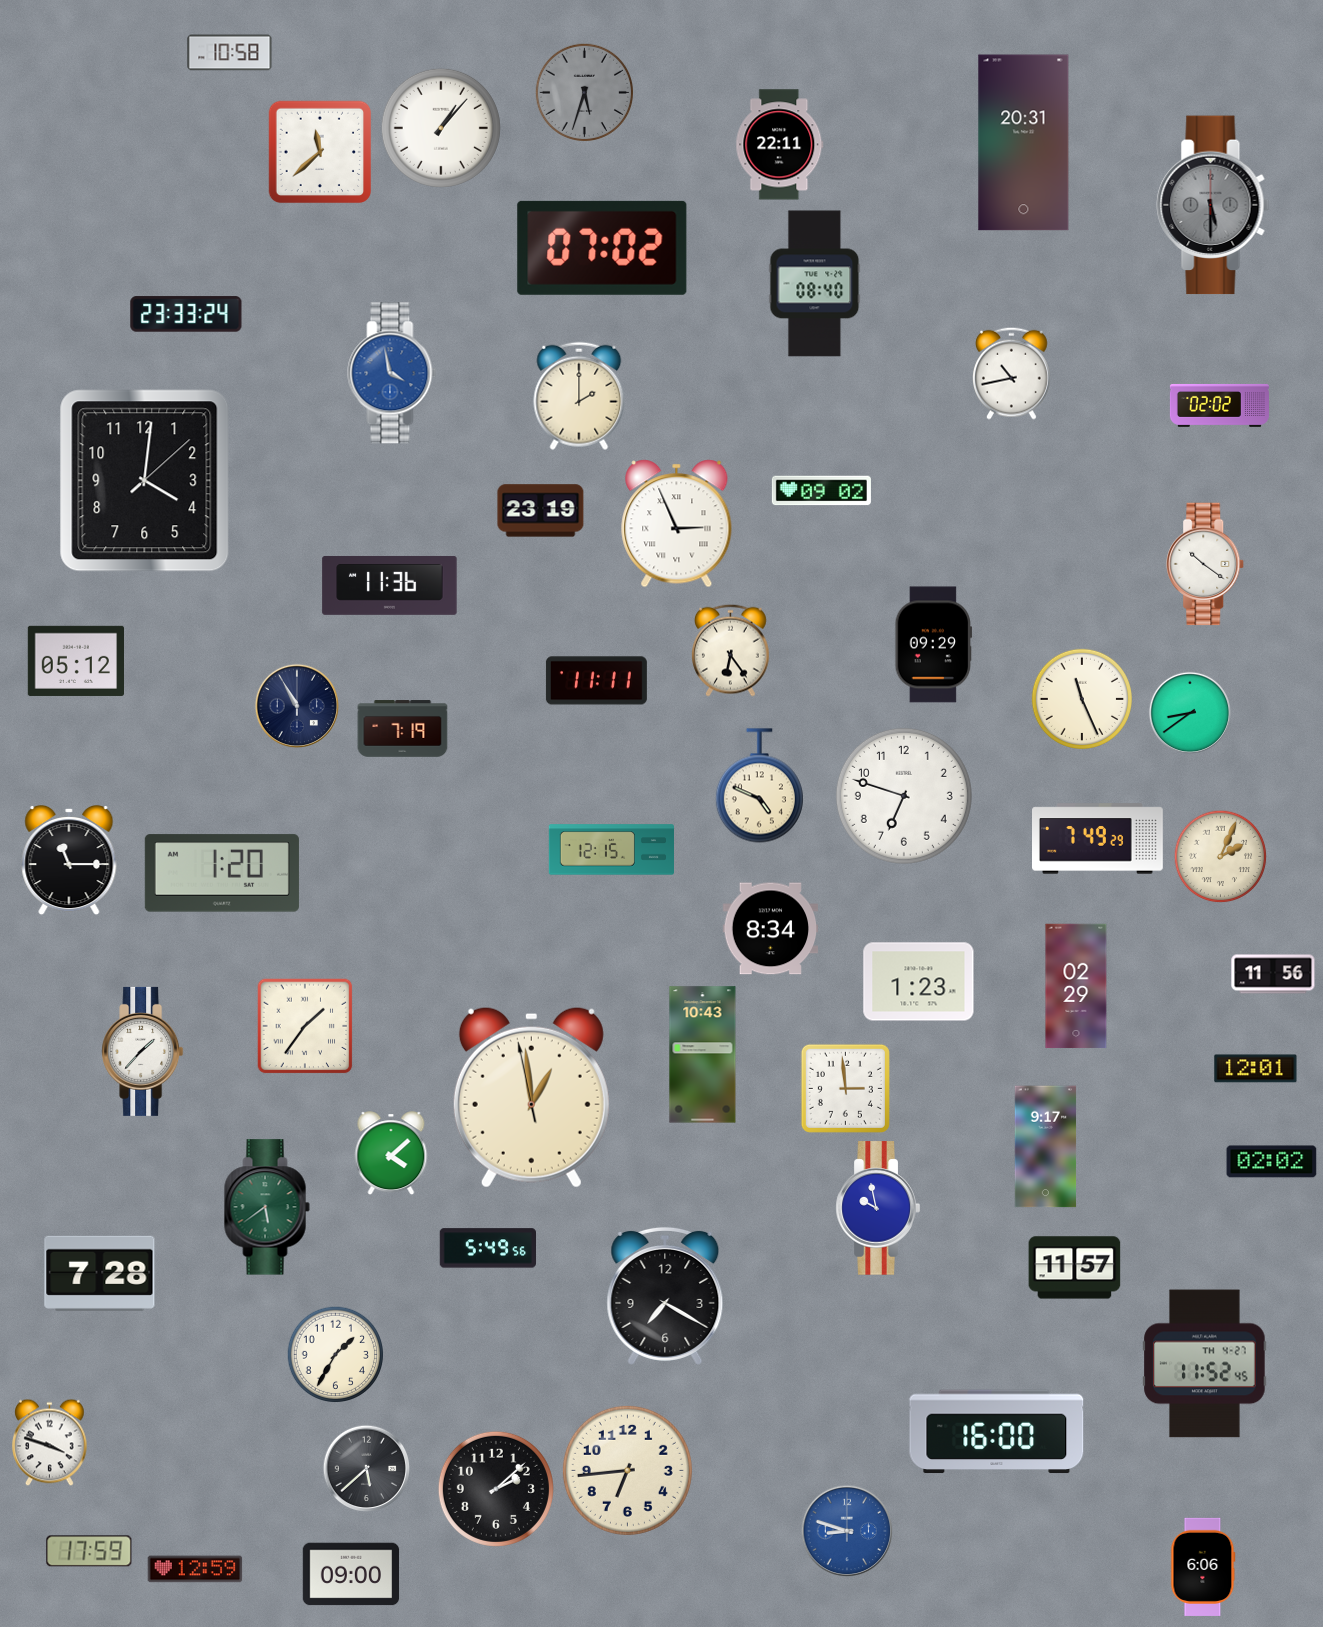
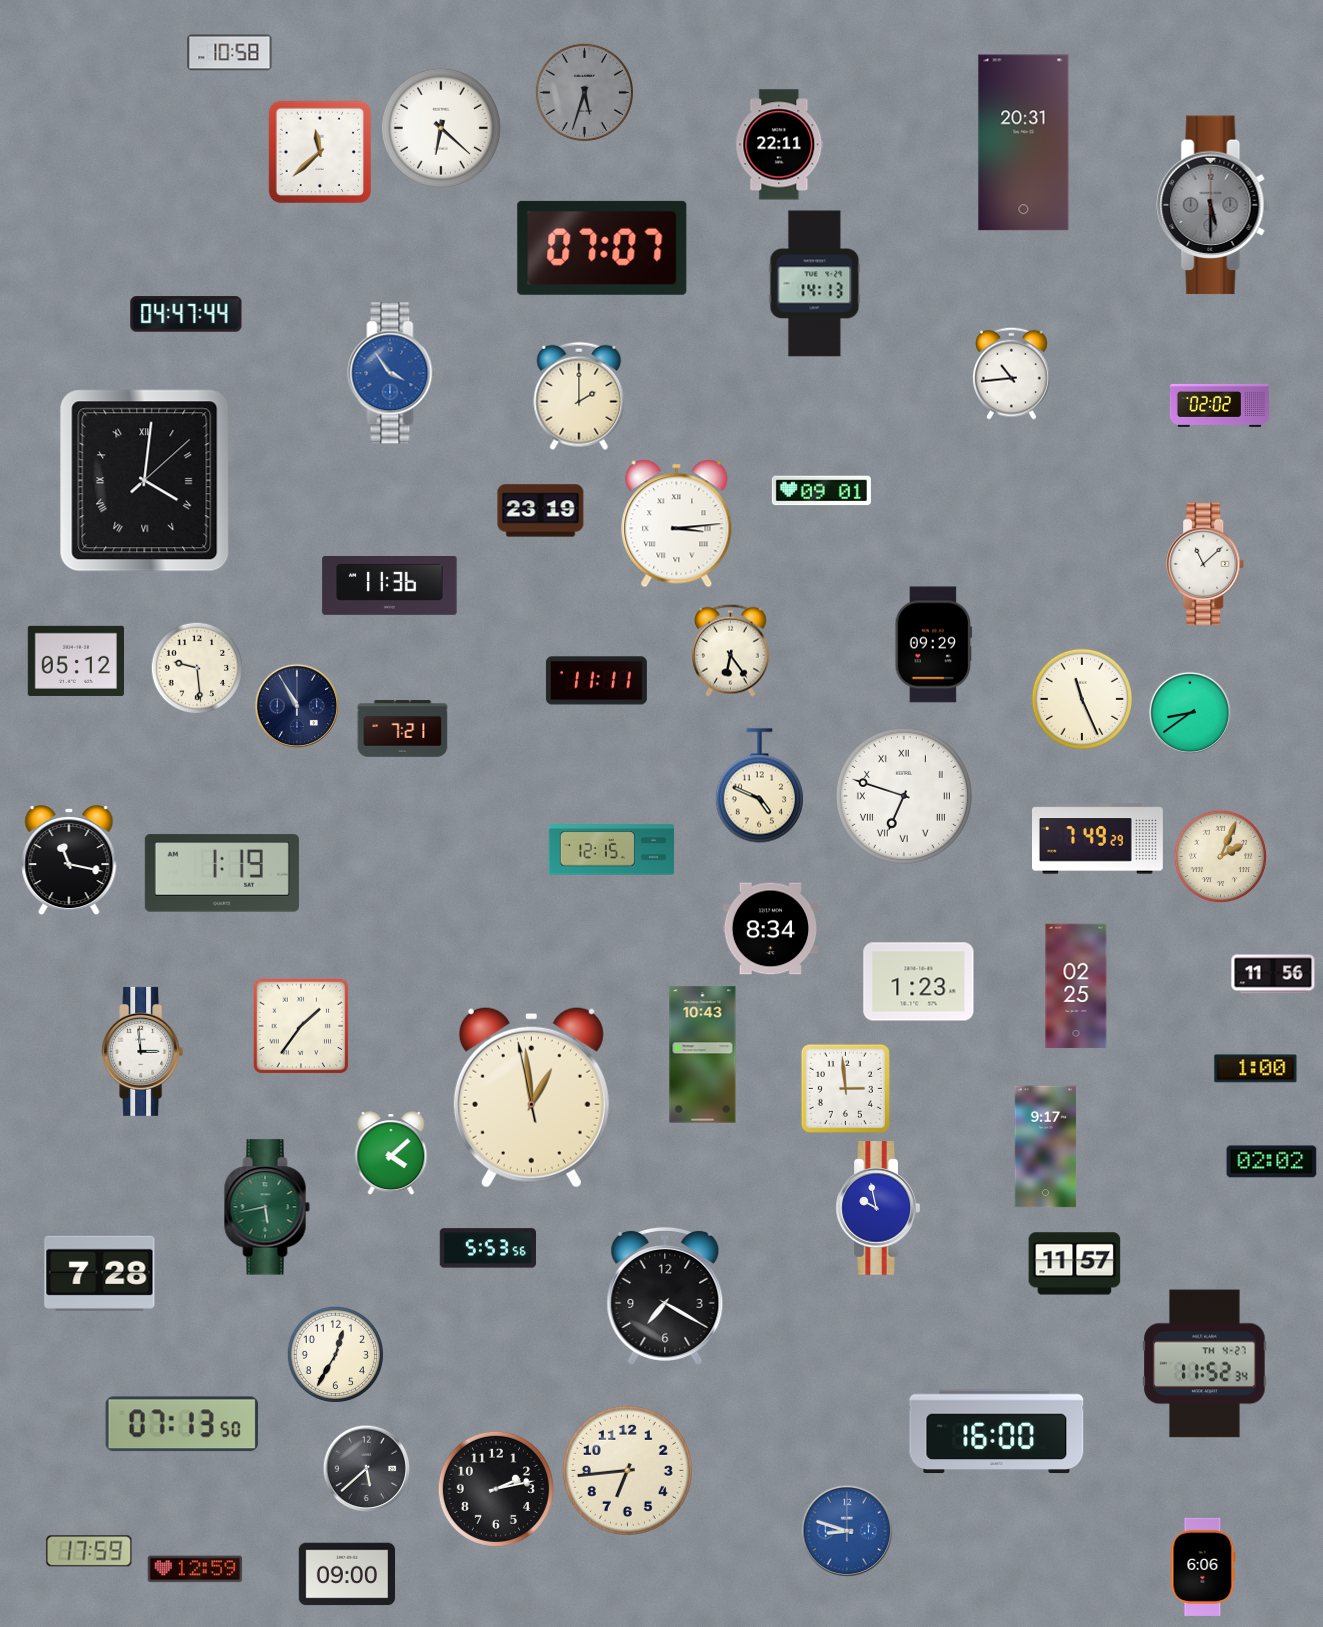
clock at (441, 128): 1:07 -> 6:22
clock at (602, 248): 07:02 -> 07:07
clock at (815, 284): 08:40 -> 14:13
clock at (186, 314): 23:33 -> 04:47
clock at (392, 373): 3:58 -> 3:54
clock at (1012, 373): 10:43 -> 10:44
clock at (145, 481) numerals: Arabic -> Roman
clock at (821, 491): 09:02 -> 09:01
clock at (677, 524): 2:56 -> 3:14
clock at (1206, 564): 10:21 -> 11:08
clock at (197, 668): none -> 9:29
clock at (403, 729): 7:19 -> 7:21
clock at (904, 796) numerals: Arabic -> Roman
clock at (69, 860): 11:15 -> 11:17
clock at (222, 873): 1:20 -> 1:19
clock at (1076, 986): 02:29 -> 02:25
clock at (305, 1026) position: (305, 1026) -> (301, 1026)
clock at (143, 1051): 1:37 -> 2:59
clock at (1256, 1069): 12:01 -> 1:00
clock at (267, 1207): 5:39 -> 5:43
clock at (487, 1248): 5:49 -> 5:53
clock at (1075, 1268) position: (1075, 1268) -> (1075, 1264)
clock at (336, 1355): 1:35 -> 12:35
clock at (1205, 1364): 11:52:45 -> 11:52:34
clock at (182, 1424): none -> 07:13
clock at (50, 1443): 3:48 -> none
clock at (496, 1489): 2:08 -> 2:13
clock at (351, 1574) position: (351, 1574) -> (347, 1574)
